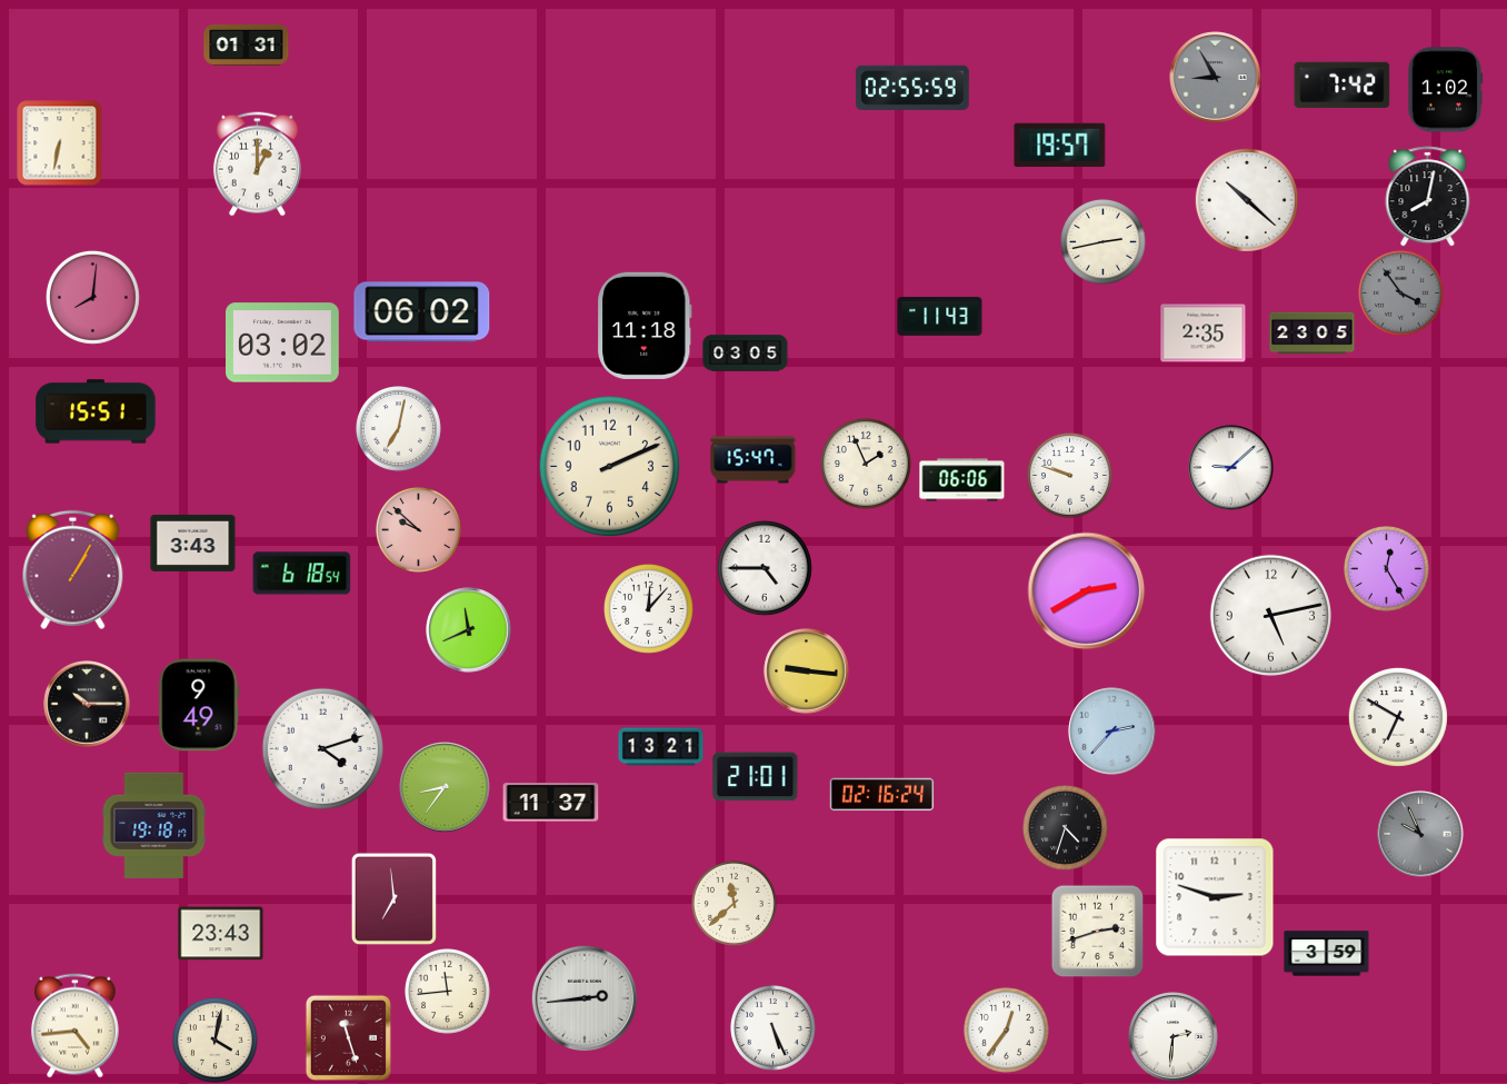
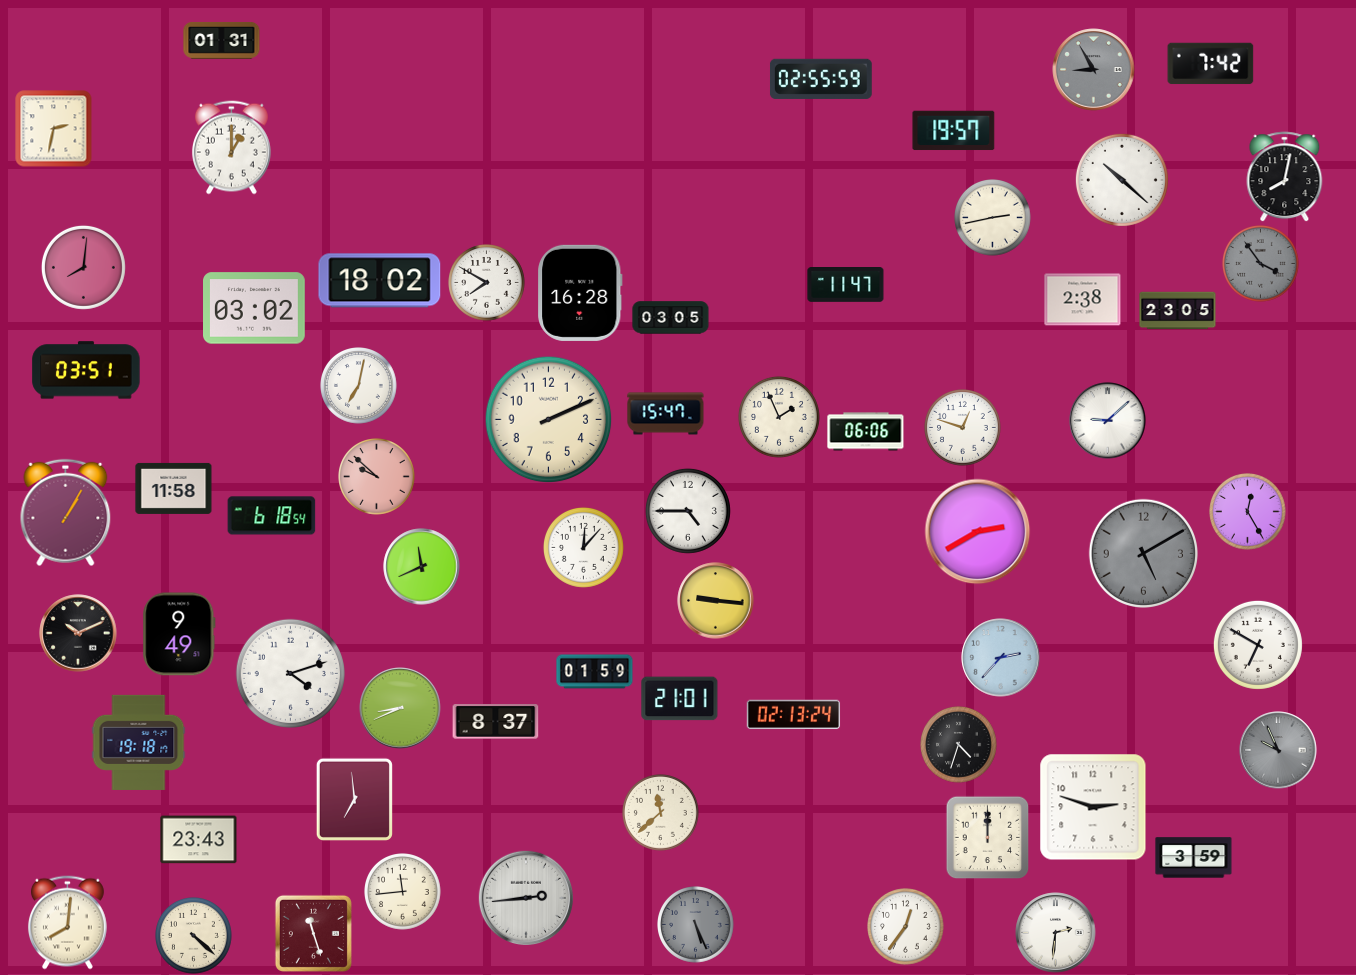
clock at (1343, 86) position: (1343, 86) -> (1211, 64)
clock at (1445, 90): 1:02 -> none
clock at (60, 143): 6:32 -> 2:32
clock at (422, 312): 06:02 -> 18:02
clock at (487, 283): none -> 7:50
clock at (940, 317): 11:43 -> 11:47
clock at (645, 326): 11:18 -> 16:28
clock at (1204, 334): 2:35 -> 2:38
clock at (1313, 334) position: (1313, 334) -> (1178, 311)
clock at (96, 411): 15:51 -> 03:51
clock at (753, 460) position: (753, 460) -> (666, 414)
clock at (1070, 476): 9:48 -> 12:48
clock at (193, 543): 3:43 -> 11:58
clock at (1270, 615): 5:13 -> 5:10
clock at (1270, 615) dial: white -> grey
clock at (807, 672) position: (807, 672) -> (716, 601)
clock at (87, 704): 10:15 -> 10:11
clock at (661, 747): 13:21 -> 01:59
clock at (445, 787): 8:36 -> 8:41
clock at (882, 795): 02:16 -> 02:13
clock at (551, 803): 11:37 -> 8:37
clock at (393, 898) position: (393, 898) -> (354, 799)
clock at (1097, 931): 2:42 -> 12:00
clock at (74, 1026): 4:44 -> 8:01
clock at (774, 1028) dial: white -> grey
clock at (216, 1041): 4:02 -> 4:22
